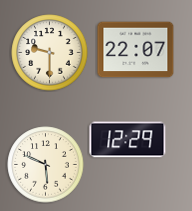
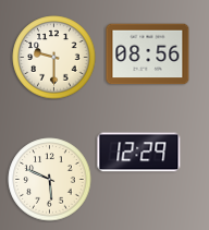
clock at (136, 50): 22:07 -> 08:56
